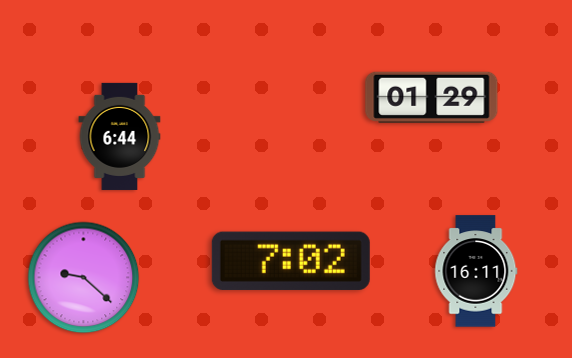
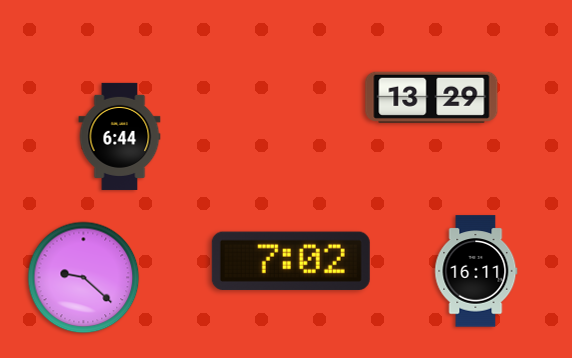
clock at (432, 97): 01:29 -> 13:29
